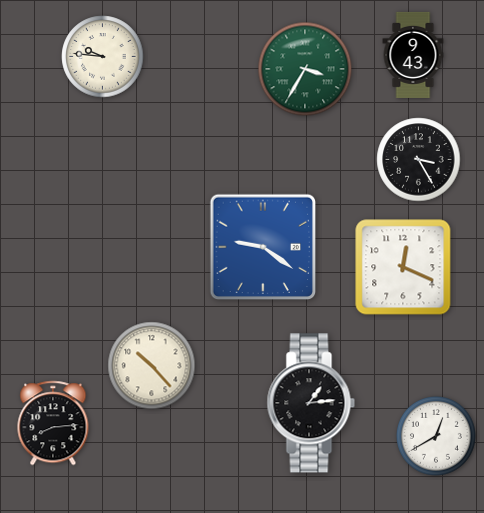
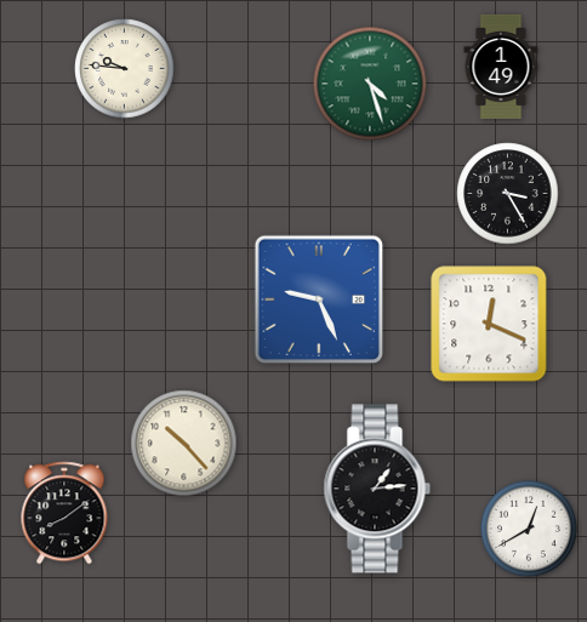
clock at (413, 55): 9:43 -> 1:49
clock at (305, 69): 3:35 -> 4:27
clock at (263, 247): 9:21 -> 9:26
clock at (53, 423): 8:14 -> 8:09
